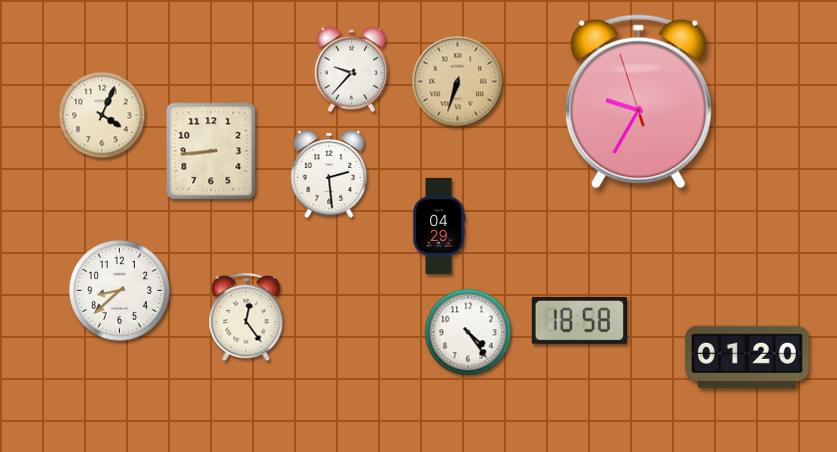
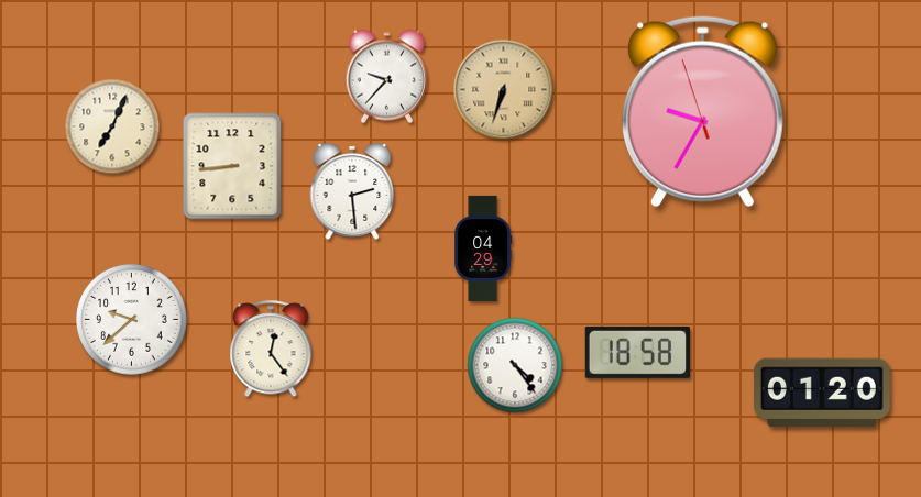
clock at (102, 115): 4:04 -> 7:04
clock at (329, 174) position: (329, 174) -> (352, 191)
clock at (120, 291): 8:38 -> 9:38
